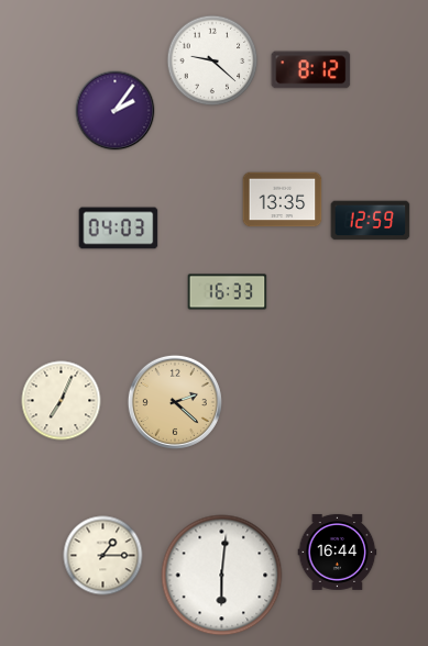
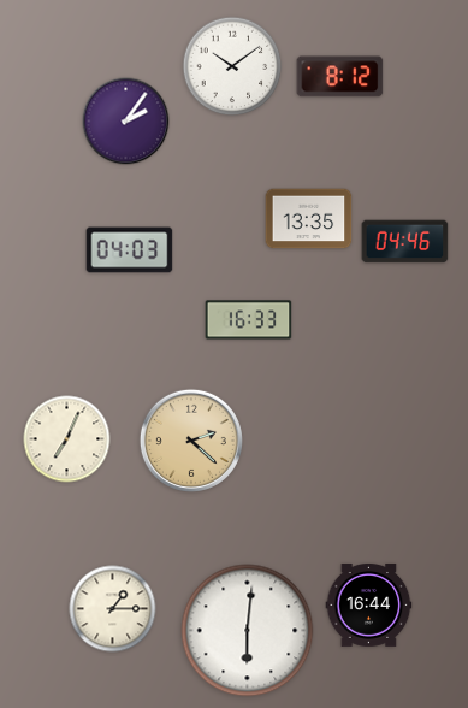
clock at (212, 60): 9:22 -> 10:09
clock at (371, 221): 12:59 -> 04:46
clock at (222, 576) position: (222, 576) -> (248, 631)
